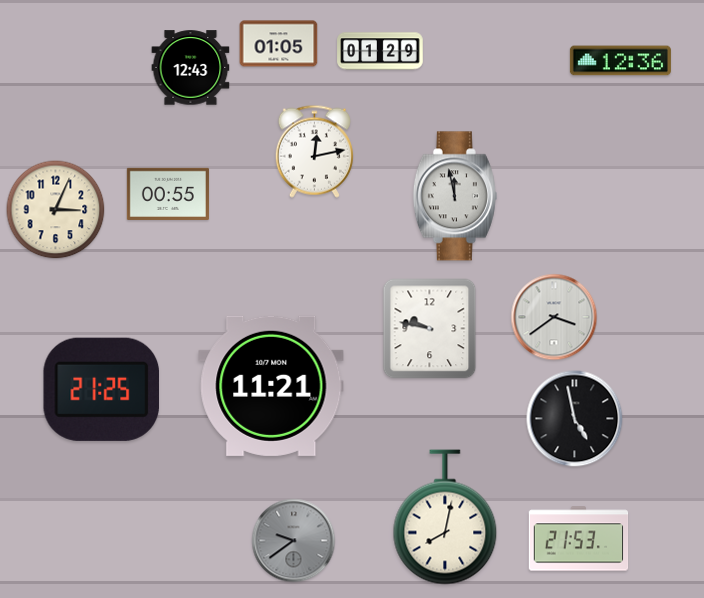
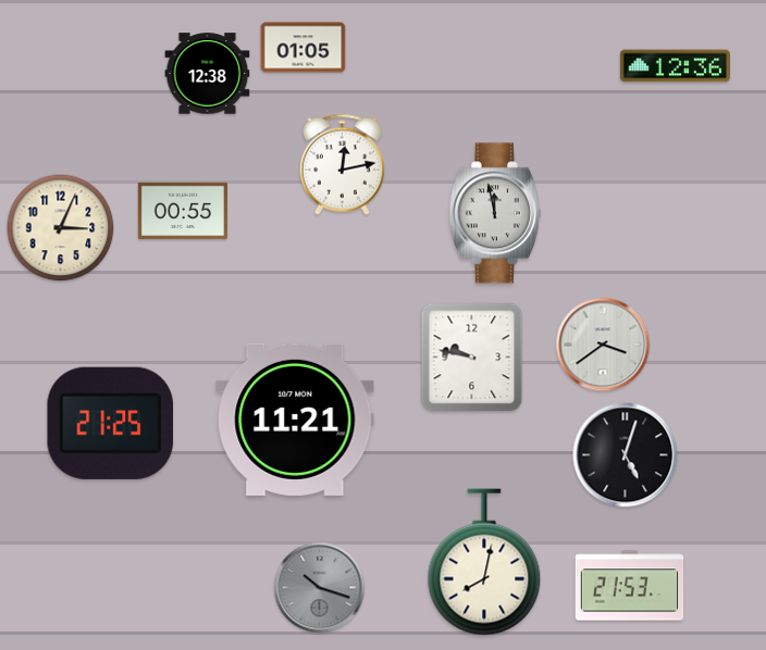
clock at (380, 51): 01:29 -> none
clock at (191, 68): 12:43 -> 12:38
clock at (430, 329) position: (430, 329) -> (472, 358)
clock at (575, 419): 4:58 -> 5:03
clock at (294, 541): 9:39 -> 10:18
